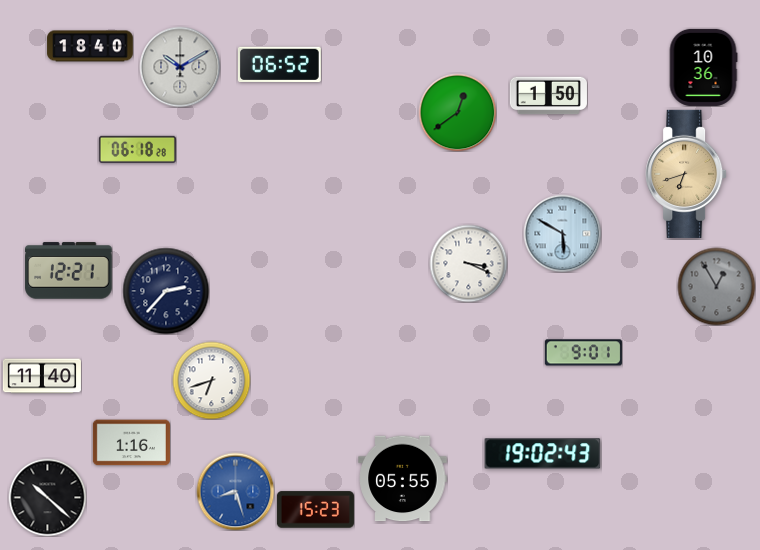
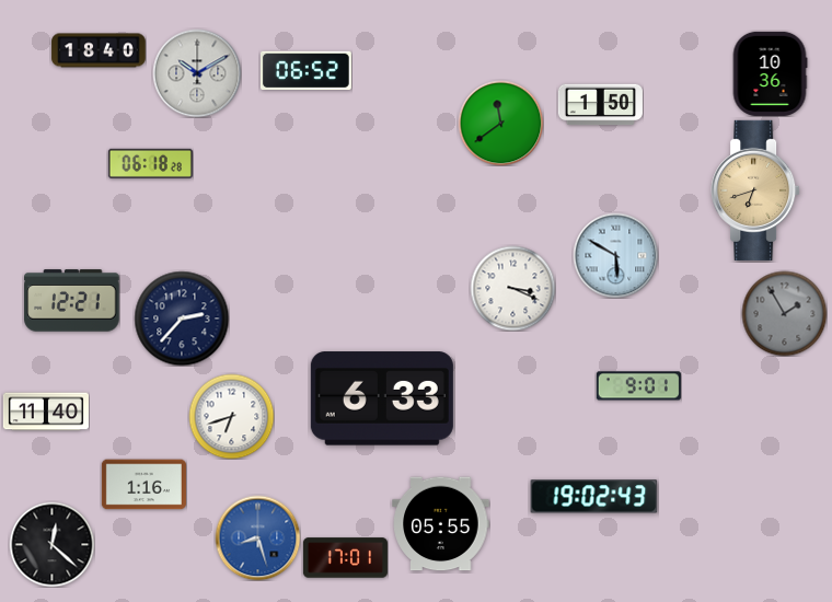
clock at (457, 112): 12:39 -> 11:39
clock at (686, 174) position: (686, 174) -> (755, 190)
clock at (69, 271) position: (69, 271) -> (72, 301)
clock at (716, 286): 12:55 -> 1:55
clock at (382, 398): none -> 6:33
clock at (47, 497): 10:22 -> 12:22
clock at (315, 510): 15:23 -> 17:01
